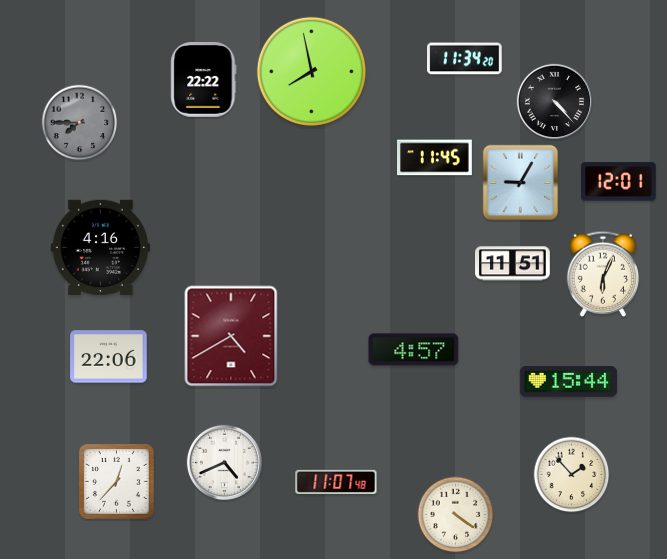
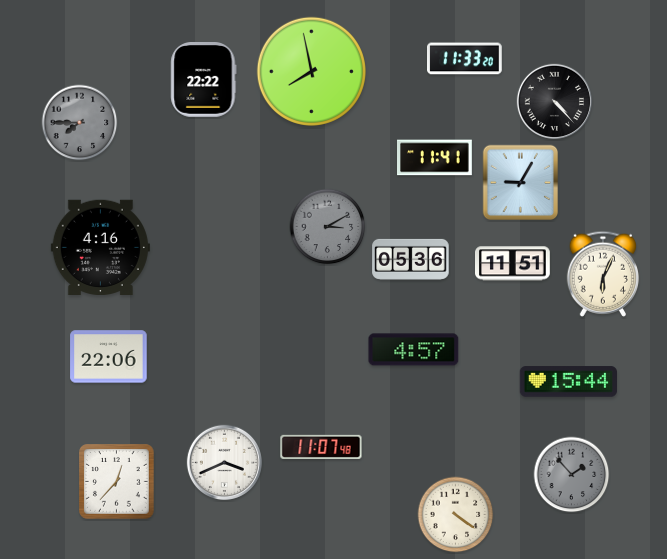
clock at (465, 59): 11:34 -> 11:33
clock at (435, 158): 11:45 -> 11:41
clock at (619, 182): 12:01 -> none
clock at (328, 227): none -> 3:10
clock at (411, 259): none -> 05:36
clock at (231, 336): 4:40 -> none
clock at (224, 462): 4:41 -> 3:41
clock at (572, 475) dial: cream -> grey
clock at (336, 482) position: (336, 482) -> (321, 447)
